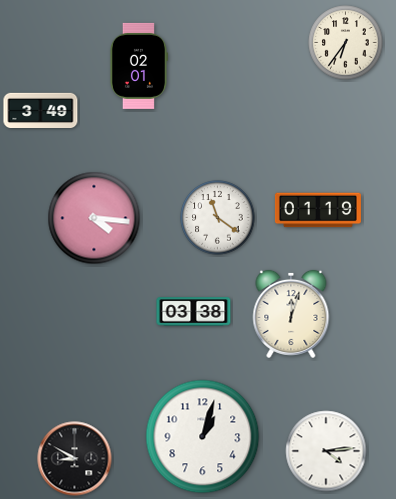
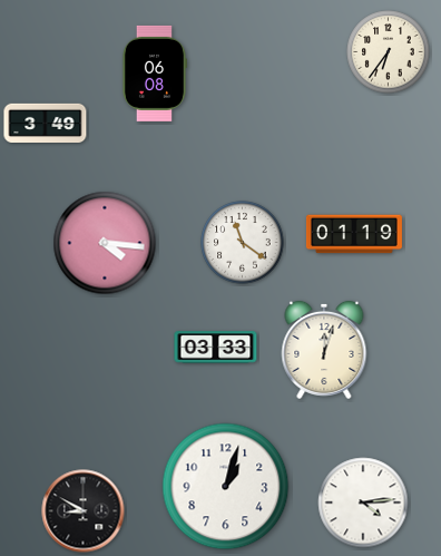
clock at (346, 43) position: (346, 43) -> (389, 52)
clock at (138, 66): 02:01 -> 06:08
clock at (194, 312): 03:38 -> 03:33
